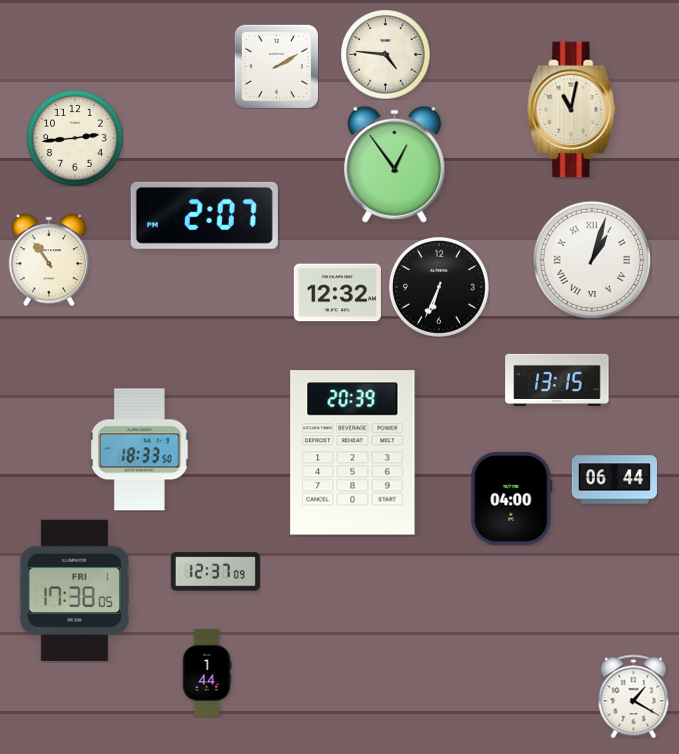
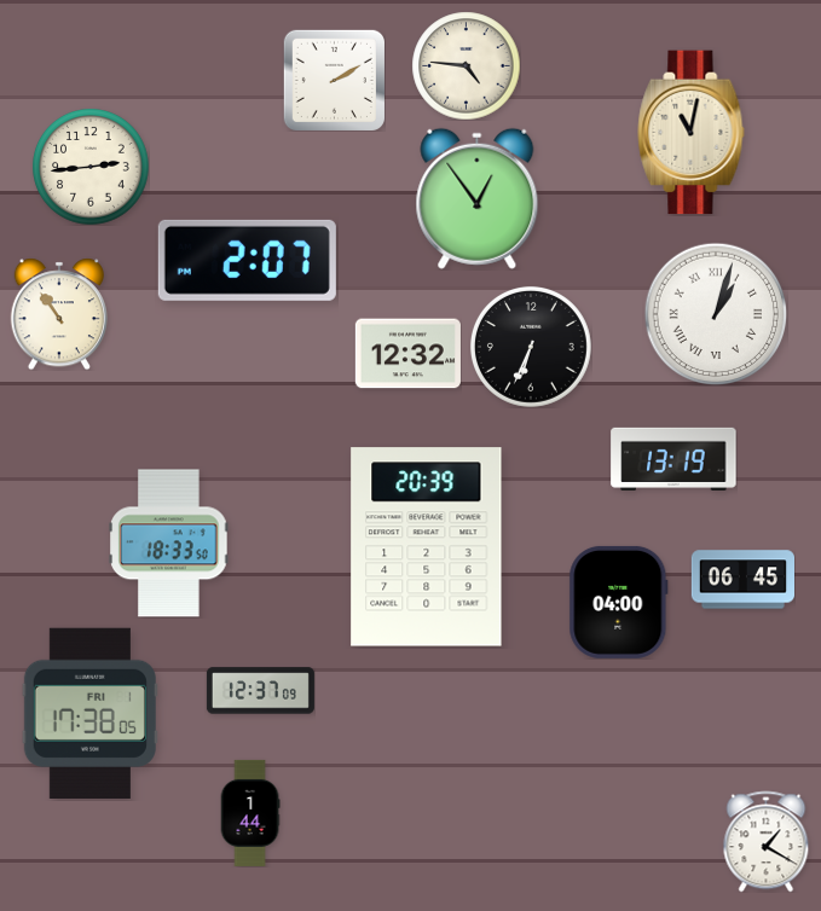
clock at (557, 380): 13:15 -> 13:19
clock at (614, 480): 06:44 -> 06:45
